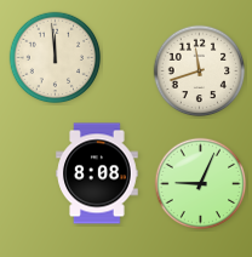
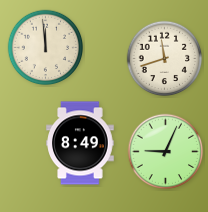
clock at (97, 173): 8:08 -> 8:49
